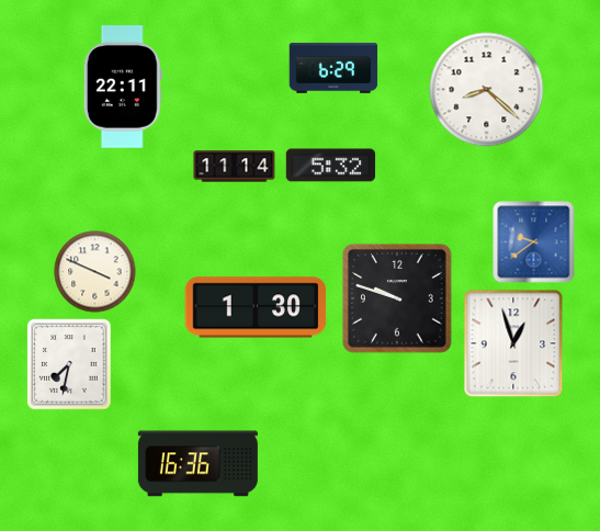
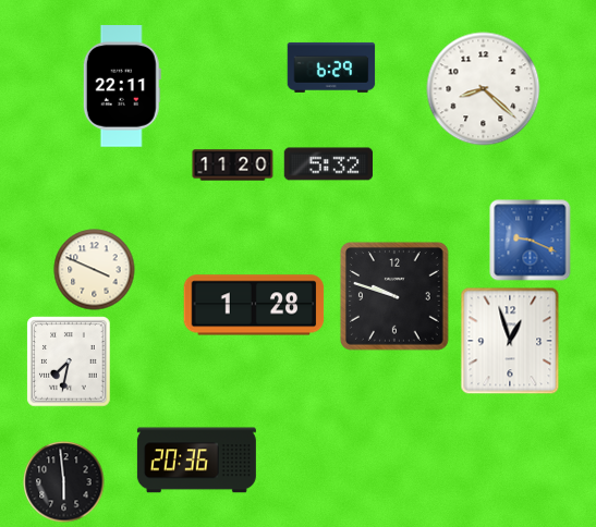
clock at (235, 167): 11:14 -> 11:20
clock at (534, 242): 9:39 -> 9:19
clock at (256, 307): 1:30 -> 1:28
clock at (197, 464): 16:36 -> 20:36
clock at (64, 482): none -> 5:59
